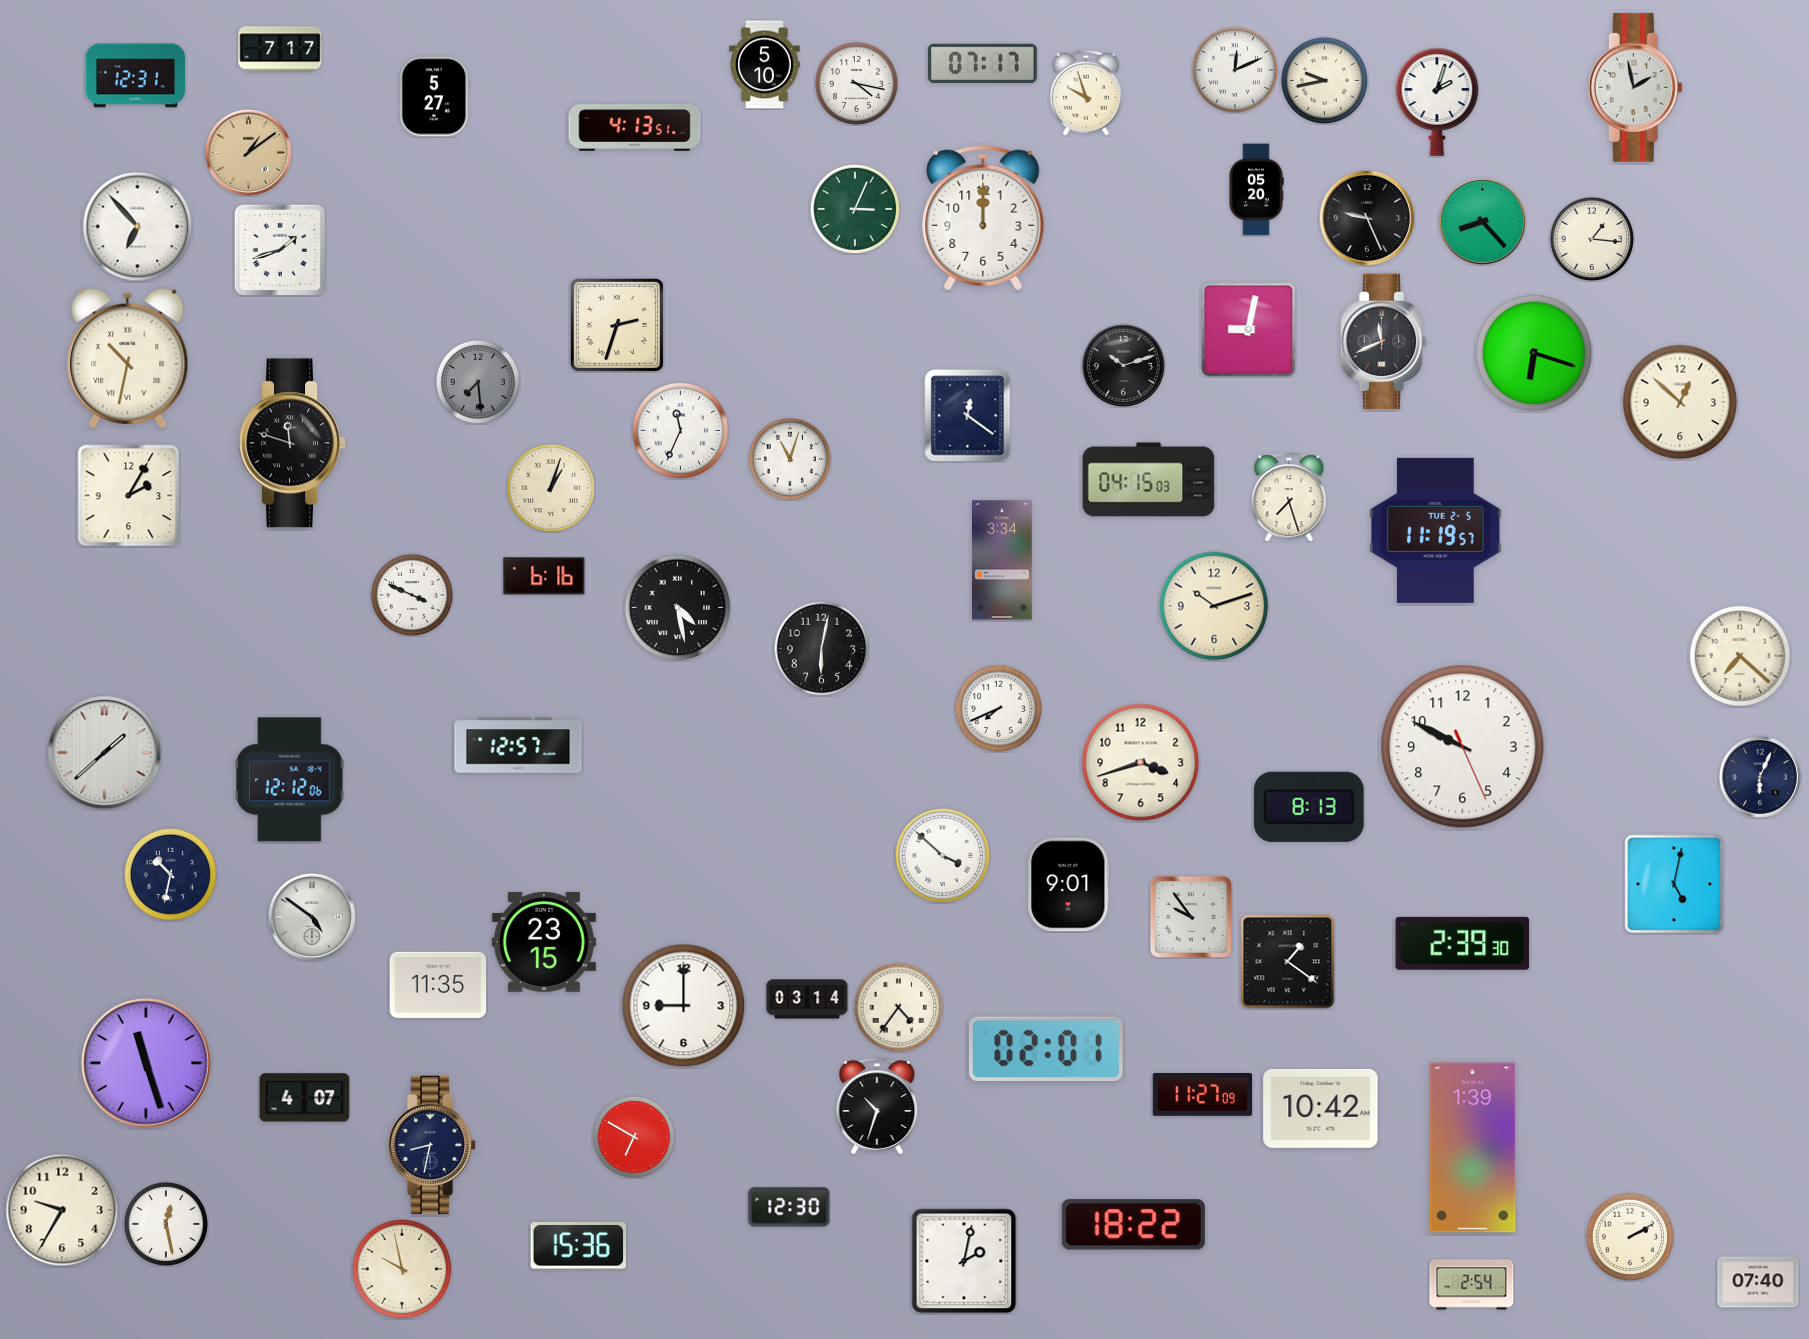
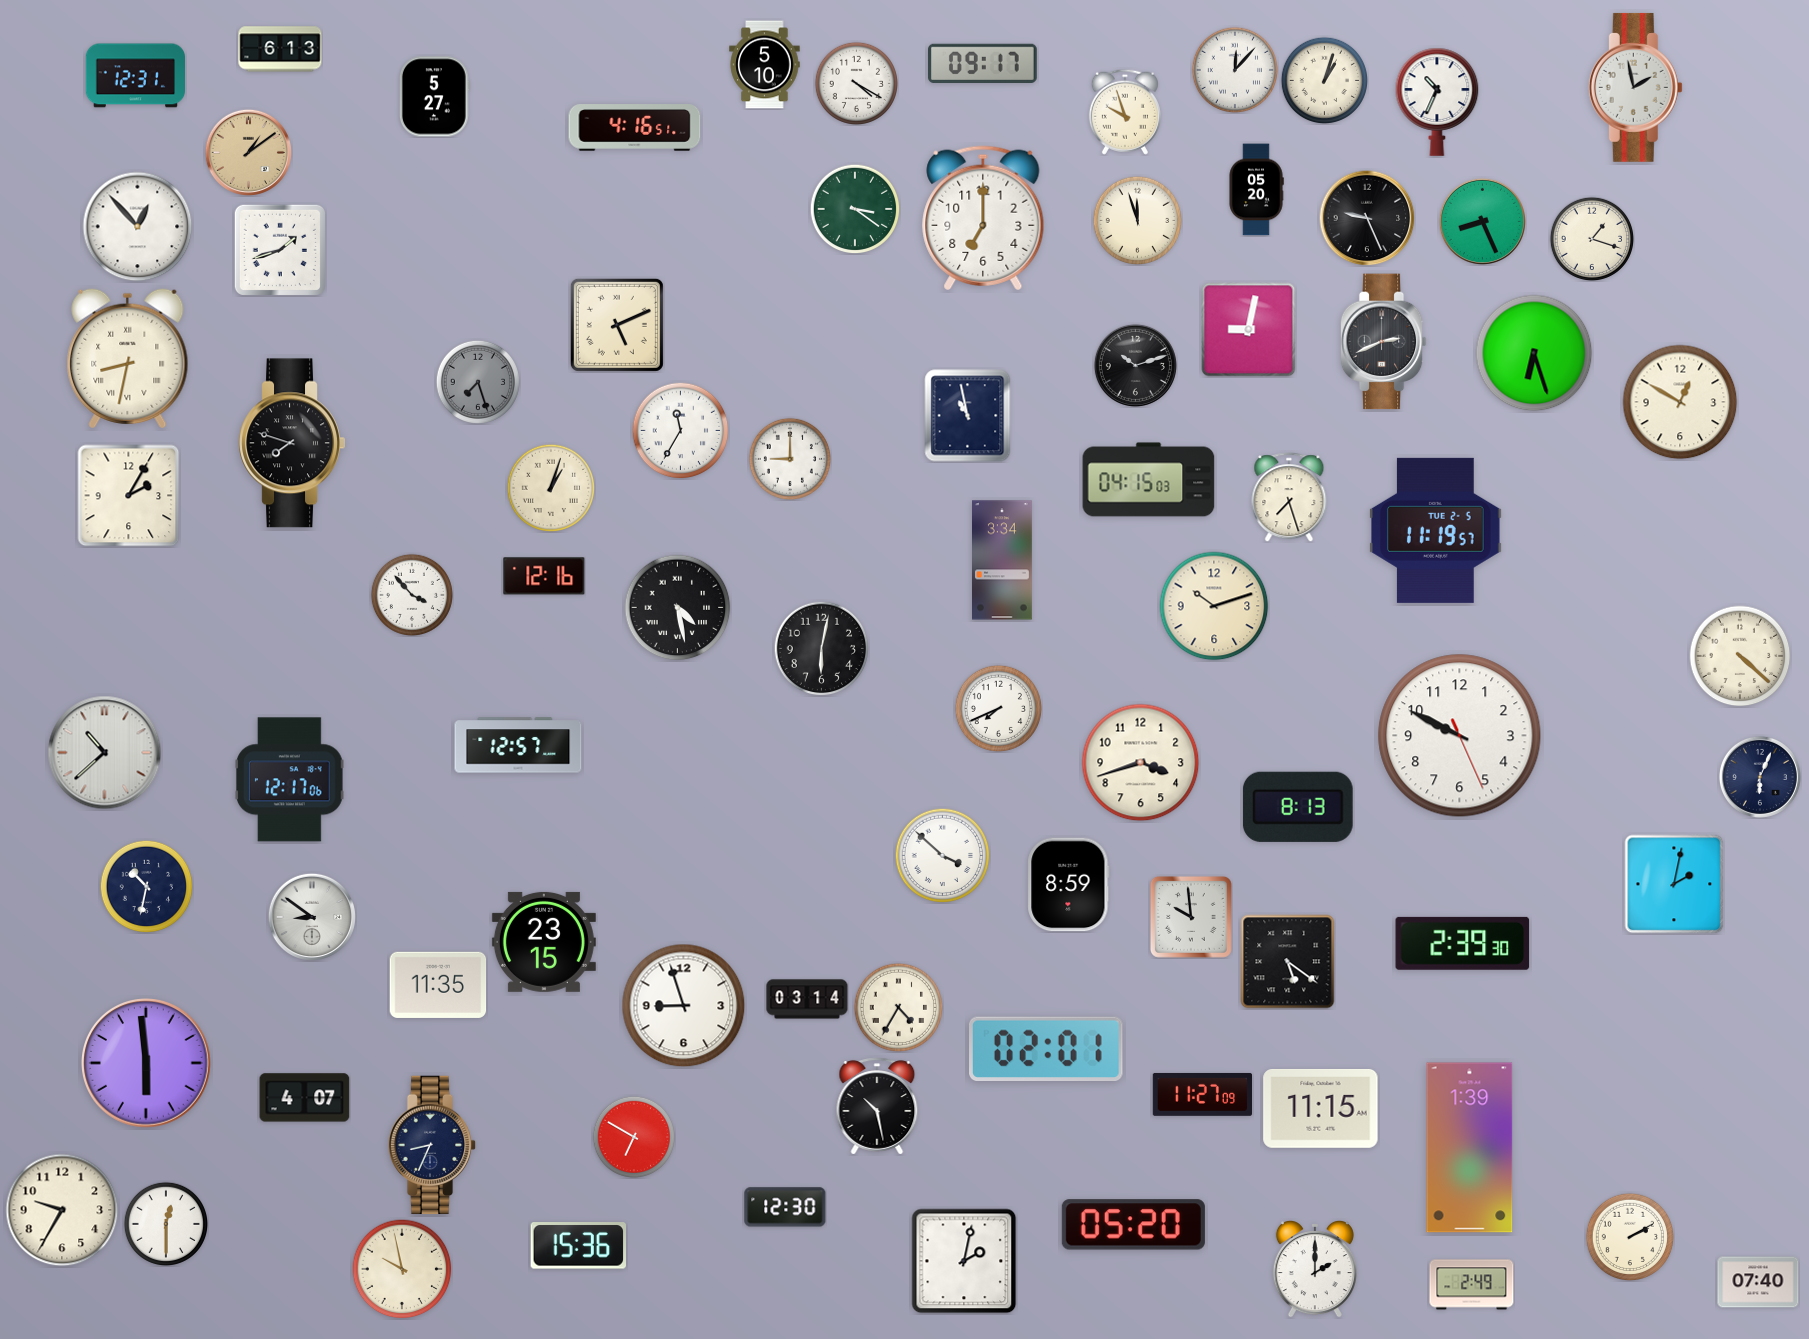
clock at (280, 49): 7:17 -> 6:13
clock at (983, 63): 07:17 -> 09:17
clock at (1234, 69): 12:11 -> 12:07
clock at (1324, 80): 9:43 -> 1:03
clock at (856, 83): 4:17 -> 4:20
clock at (1086, 93) position: (1086, 93) -> (1125, 112)
clock at (1437, 102): 2:03 -> 10:34
clock at (635, 128): 4:13 -> 4:16
clock at (855, 209): 3:04 -> 3:21
clock at (983, 218): 12:00 -> 7:00
clock at (1137, 220): none -> 11:57
clock at (1482, 221): 8:23 -> 8:26
clock at (138, 227): 6:53 -> 12:53
clock at (1591, 238): 1:16 -> 1:18
clock at (617, 325): 2:33 -> 5:11
clock at (1383, 342): 11:41 -> 2:41
clock at (1534, 353): 6:18 -> 6:27
clock at (128, 359): 10:32 -> 8:32
clock at (1123, 365) position: (1123, 365) -> (1135, 365)
clock at (477, 381): 7:29 -> 7:27
clock at (1680, 402): 12:52 -> 12:50
clock at (968, 416): 12:21 -> 10:58
clock at (680, 430): 11:34 -> 11:35
clock at (292, 443): 11:48 -> 7:48
clock at (790, 459): 11:03 -> 9:00
clock at (544, 576): 6:16 -> 12:16
clock at (412, 595): 3:49 -> 3:53
clock at (1740, 656): 7:22 -> 4:22
clock at (1463, 747) position: (1463, 747) -> (1460, 736)
clock at (105, 753): 1:38 -> 10:38
clock at (289, 780): 12:12 -> 12:17
clock at (1309, 807) position: (1309, 807) -> (1298, 807)
clock at (170, 874) position: (170, 874) -> (146, 886)
clock at (1674, 884): 5:02 -> 2:02
clock at (1069, 885): 9:01 -> 8:59
clock at (312, 917): 4:51 -> 8:51
clock at (1191, 917): 9:54 -> 9:59
clock at (1288, 962): 1:21 -> 5:21
clock at (684, 1006): 9:00 -> 8:57
clock at (898, 1007): 4:36 -> 4:35
clock at (147, 1064): 11:27 -> 5:59
clock at (877, 1106): 10:33 -> 10:28
clock at (1321, 1108): 10:42 -> 11:15
clock at (432, 1145): 8:32 -> 8:34
clock at (1473, 1148) position: (1473, 1148) -> (1470, 1148)
clock at (789, 1207) position: (789, 1207) -> (785, 1207)
clock at (165, 1223): 12:28 -> 12:30
clock at (1133, 1225): 18:22 -> 05:20
clock at (1315, 1270): none -> 2:00
clock at (1472, 1285): 2:54 -> 2:49
